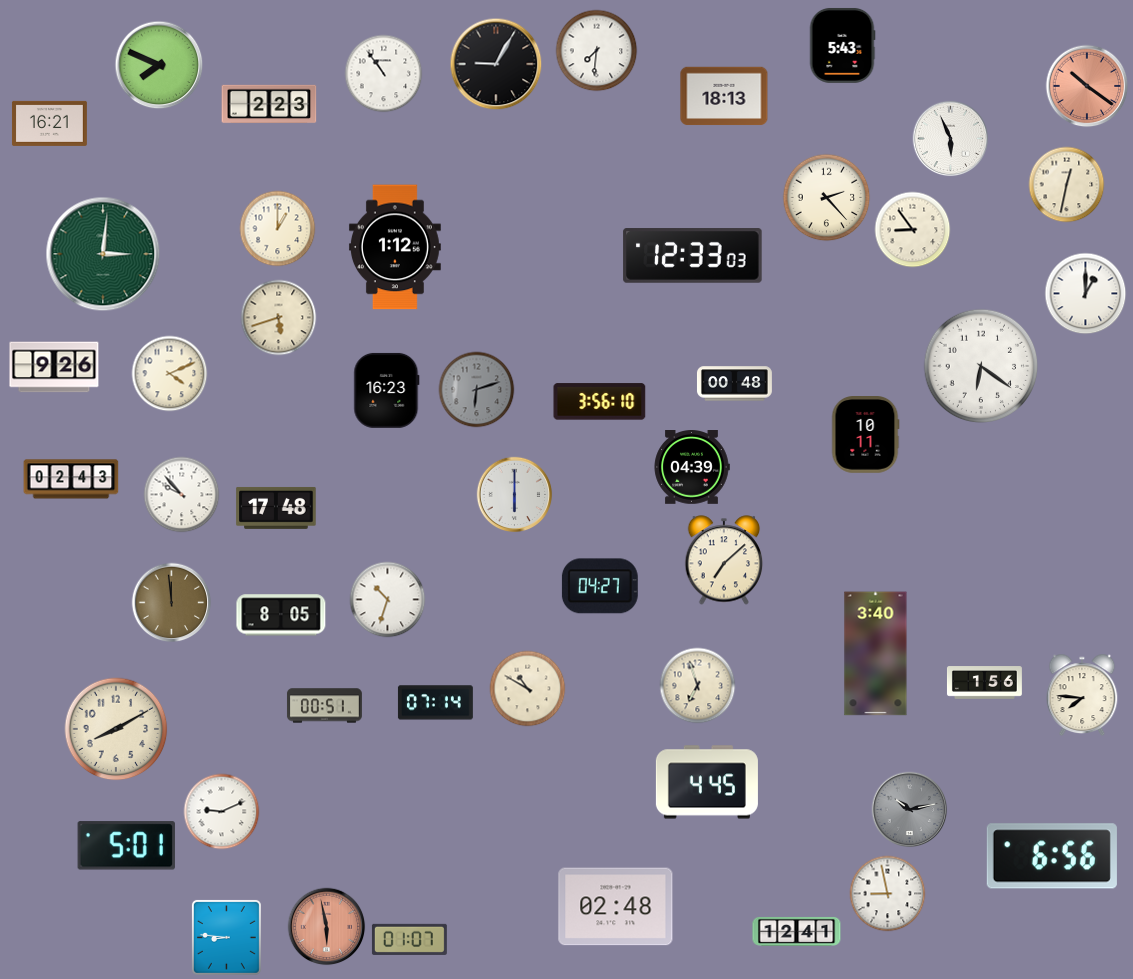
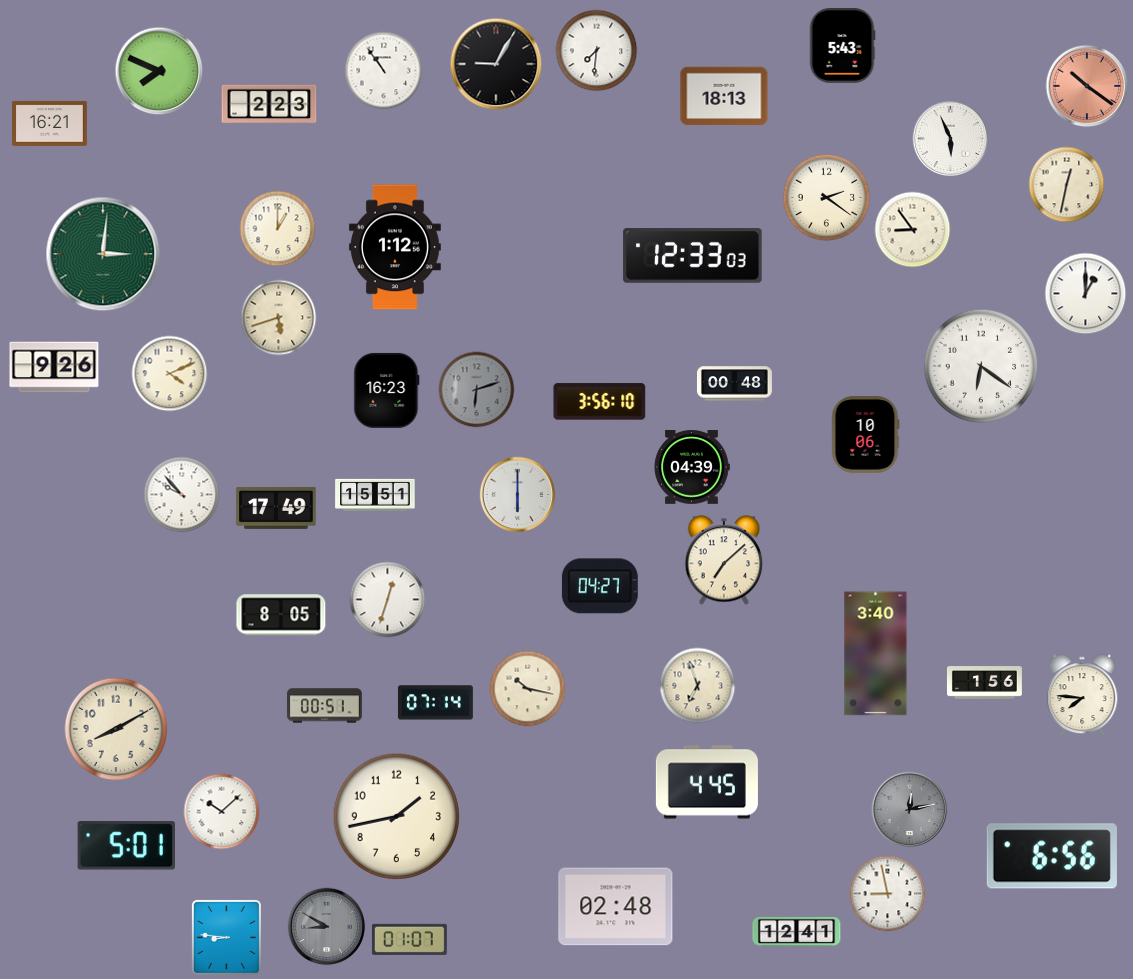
clock at (159, 65) position: (159, 65) -> (159, 71)
clock at (384, 74) position: (384, 74) -> (384, 71)
clock at (827, 198): 2:23 -> 2:21
clock at (865, 435): 10:11 -> 10:06
clock at (71, 479): 02:43 -> none
clock at (375, 495): none -> 15:51
clock at (515, 495) position: (515, 495) -> (518, 495)
clock at (276, 508): 17:48 -> 17:49
clock at (388, 600): 10:33 -> 12:33
clock at (172, 603): 11:59 -> none
clock at (528, 689): 10:50 -> 10:17
clock at (910, 810): 10:13 -> 12:13
clock at (222, 812): 9:11 -> 10:08
clock at (396, 816): none -> 1:43
clock at (327, 927): 5:58 -> 8:50
clock at (327, 927) dial: salmon -> grey
